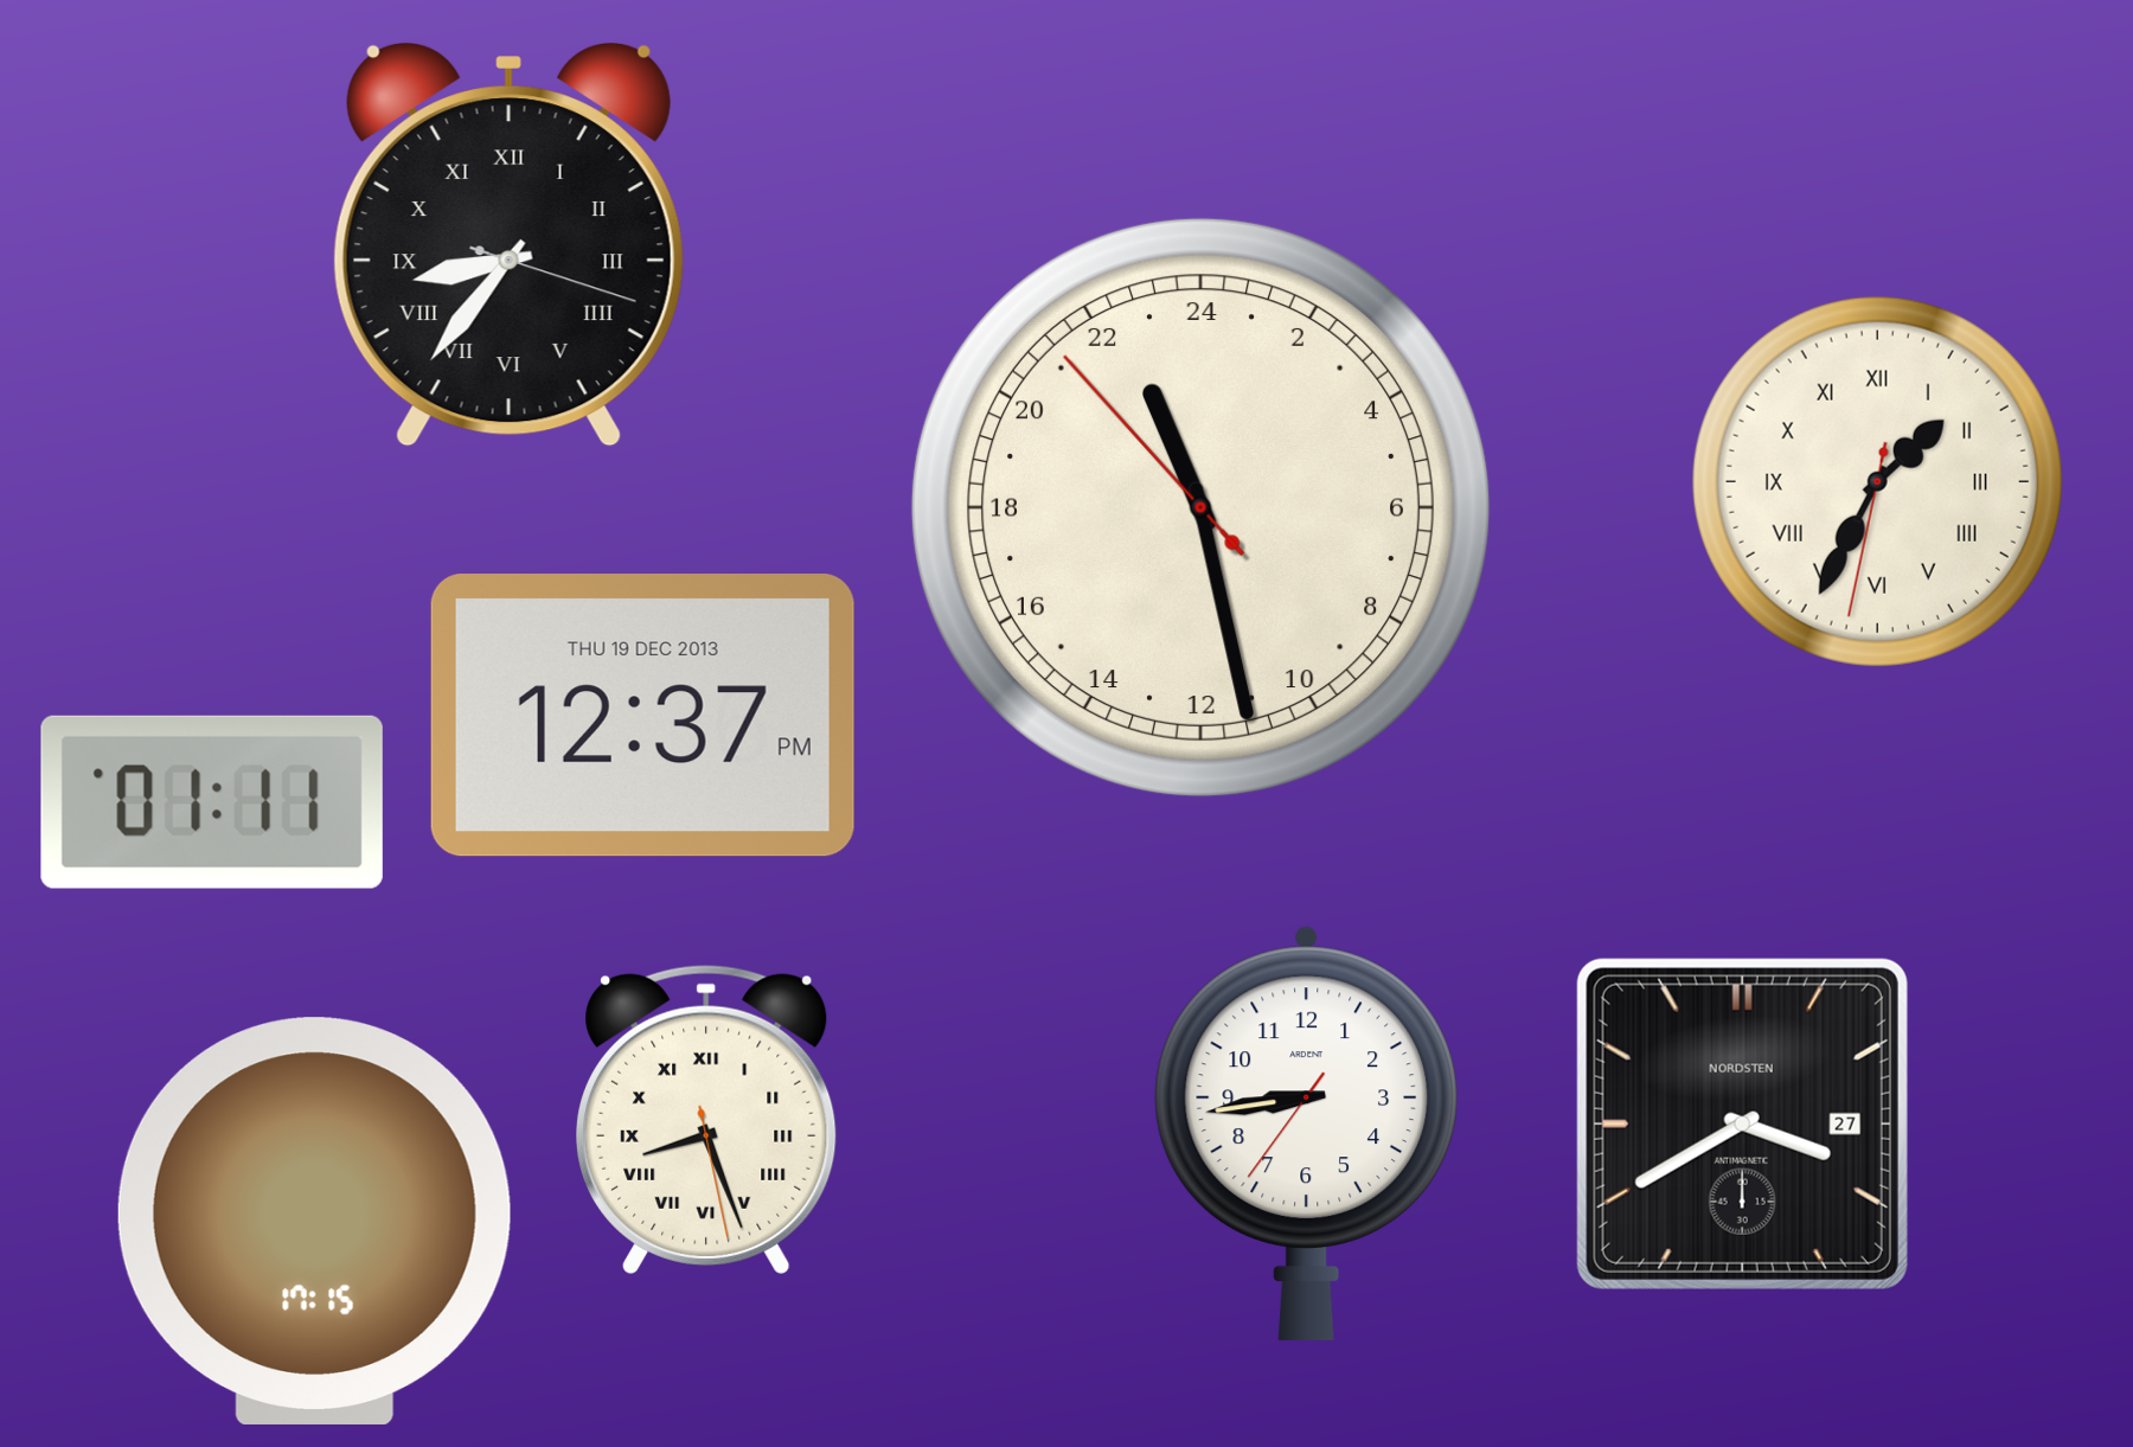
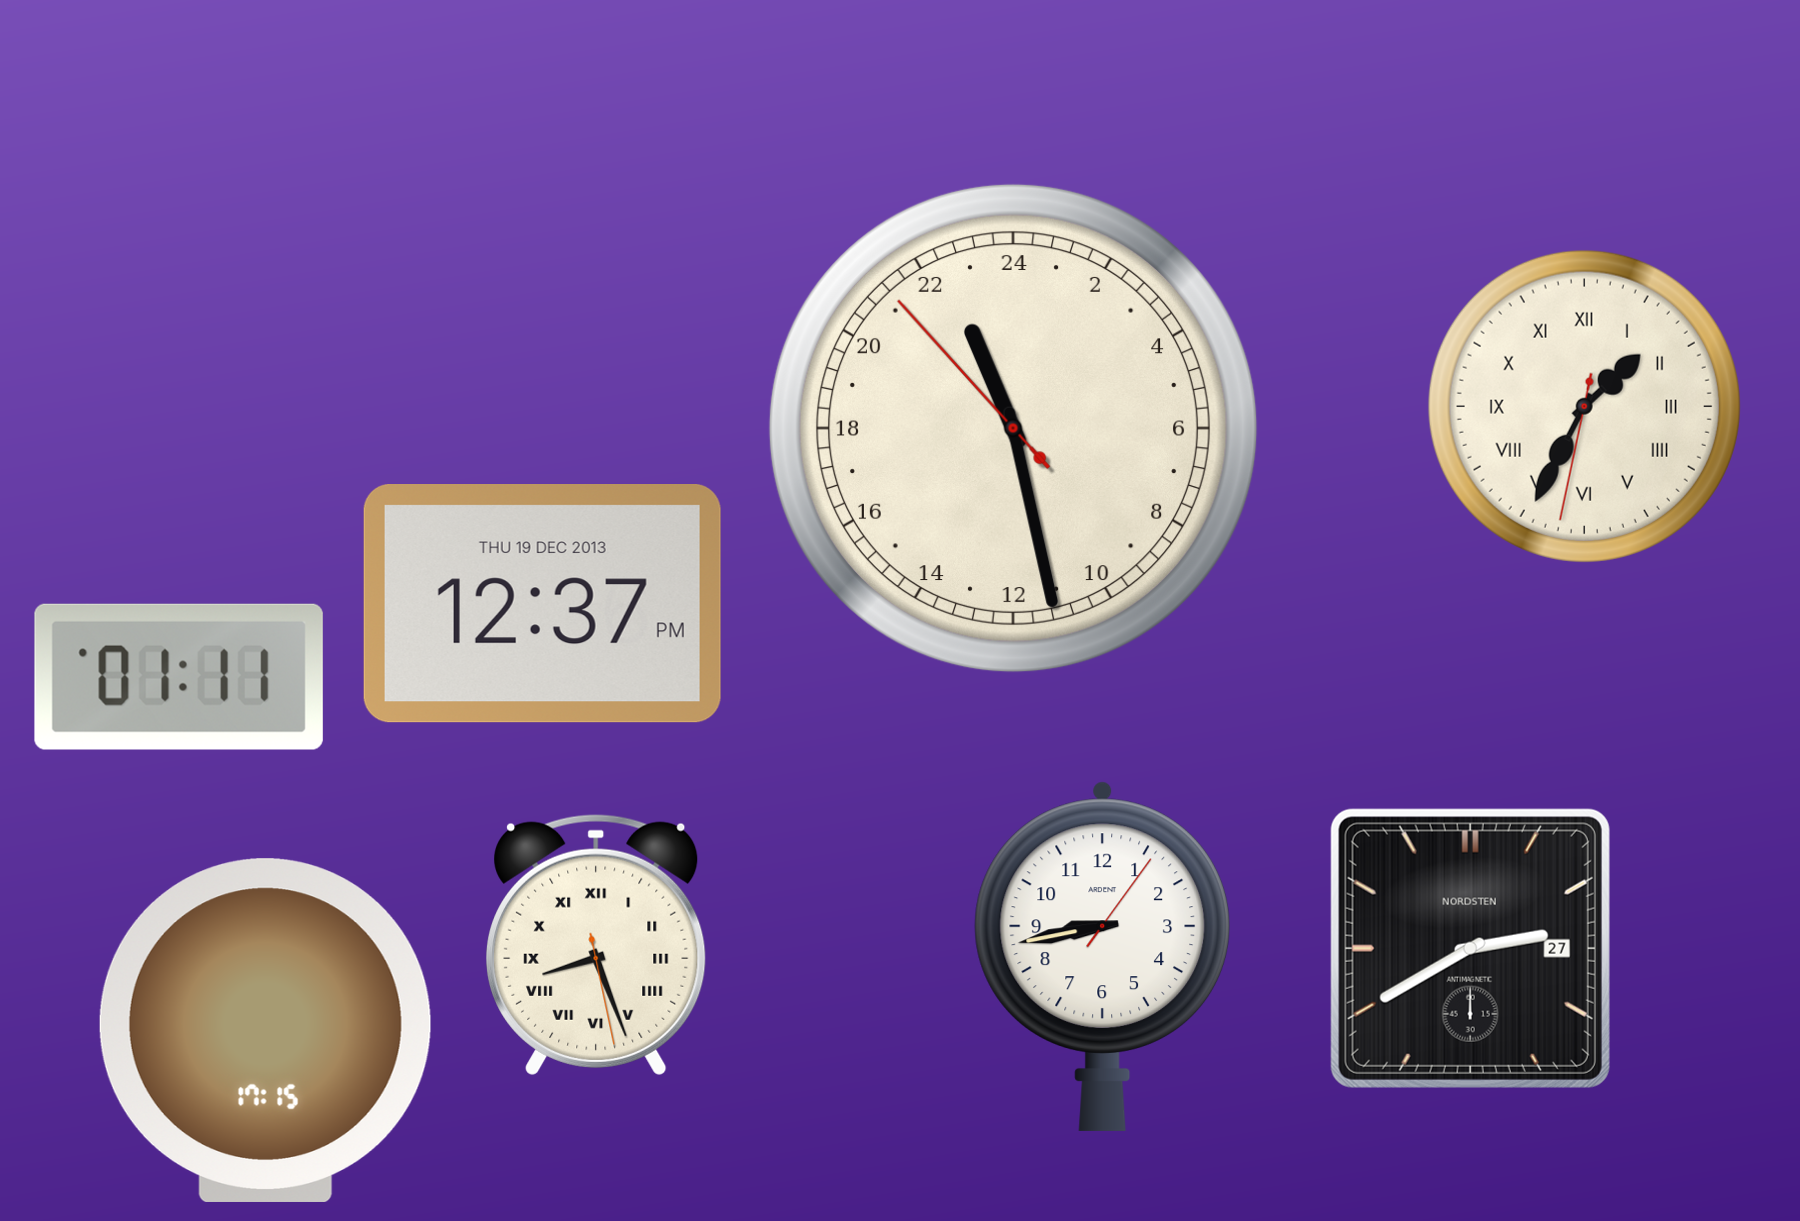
clock at (508, 245): 8:36 -> none
clock at (1742, 1123): 3:40 -> 2:40
clock at (1306, 1133): 8:43:36 -> 8:43:06
